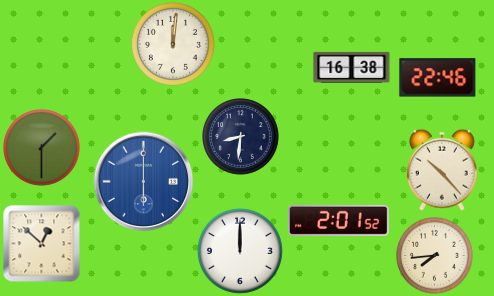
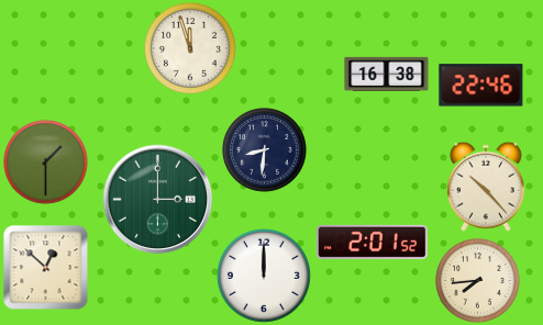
clock at (173, 44): 12:01 -> 11:57
clock at (144, 182): 6:00 -> 3:00
clock at (144, 182) dial: blue -> green
